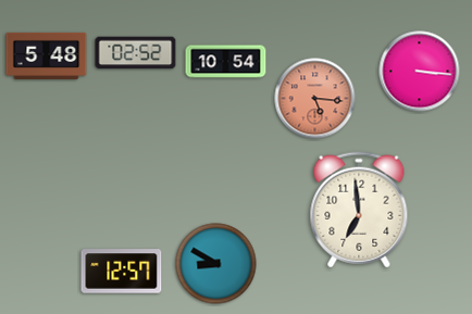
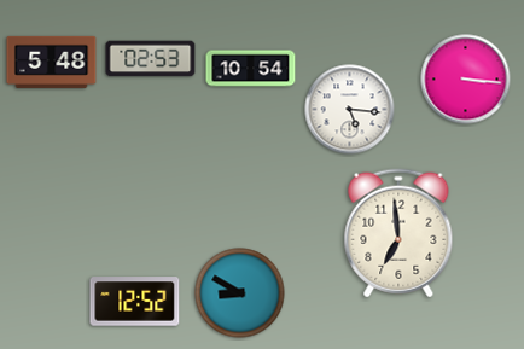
clock at (136, 53): 02:52 -> 02:53
clock at (315, 99) dial: salmon -> white
clock at (122, 272): 12:57 -> 12:52
